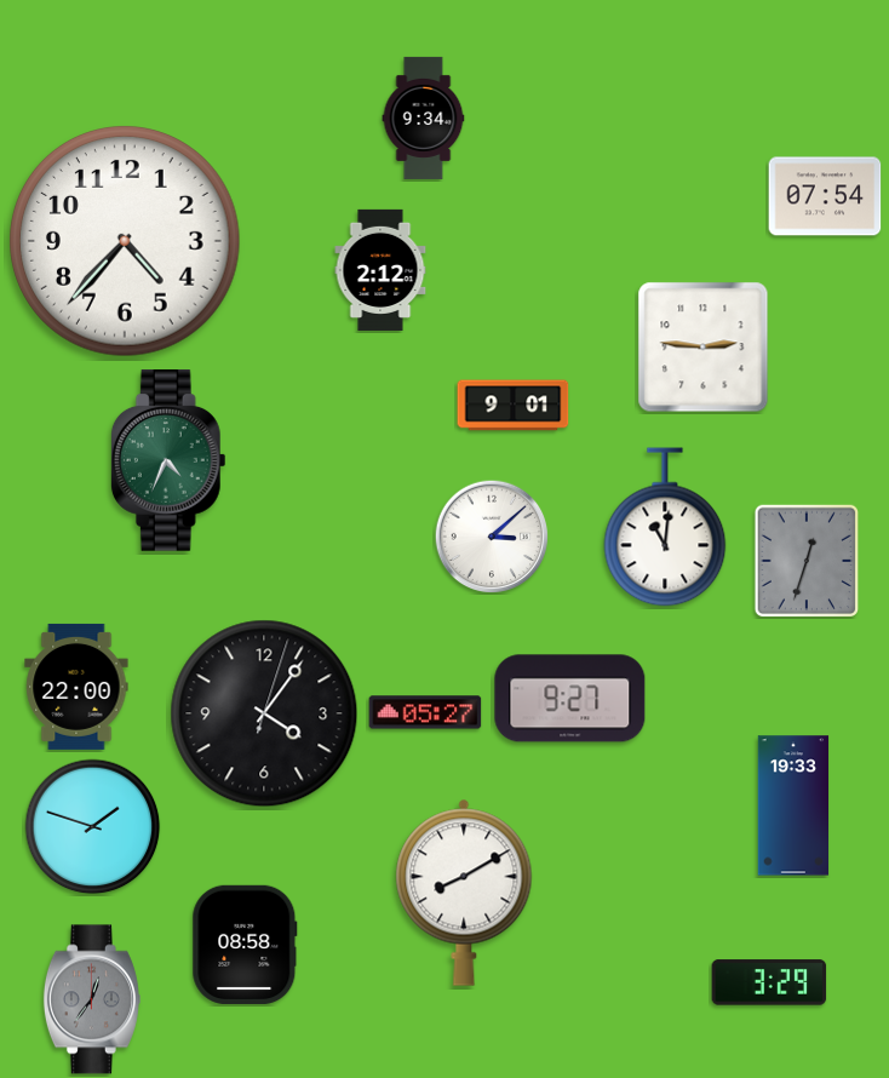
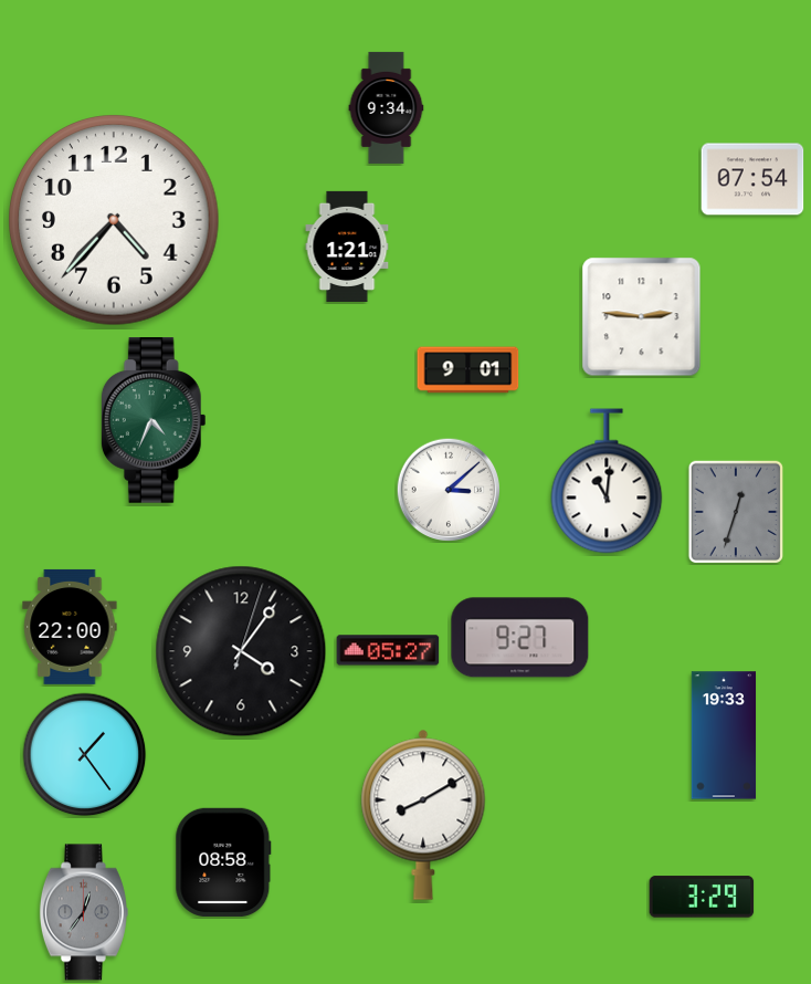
clock at (380, 270): 2:12 -> 1:21
clock at (93, 827): 1:48 -> 1:24
